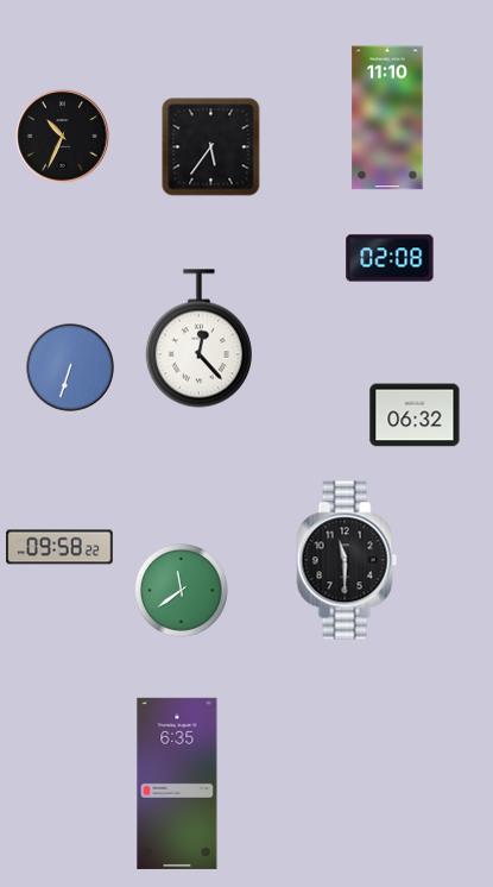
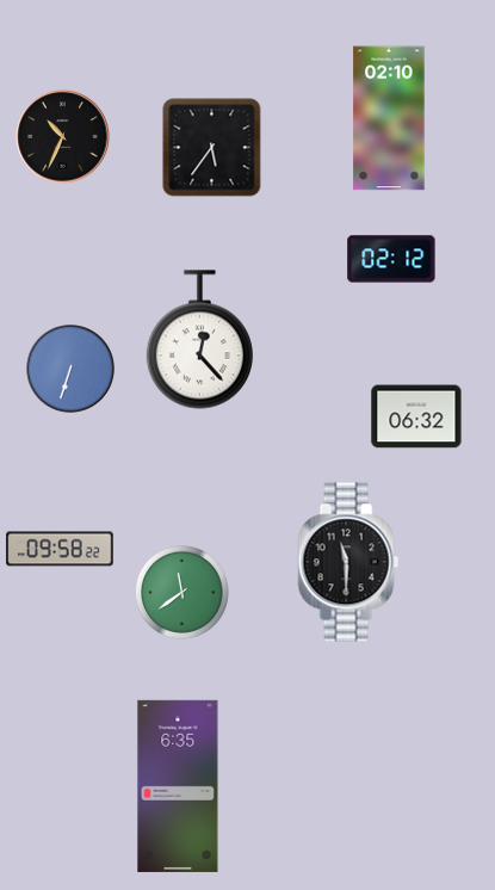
clock at (387, 118): 11:10 -> 02:10
clock at (390, 258): 02:08 -> 02:12
